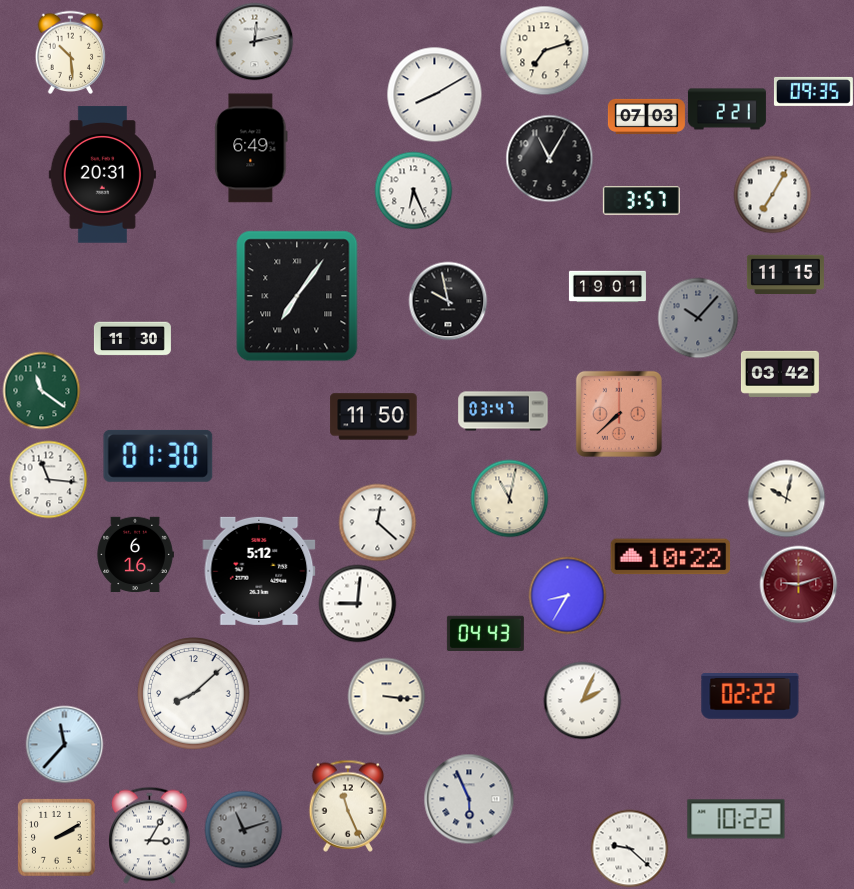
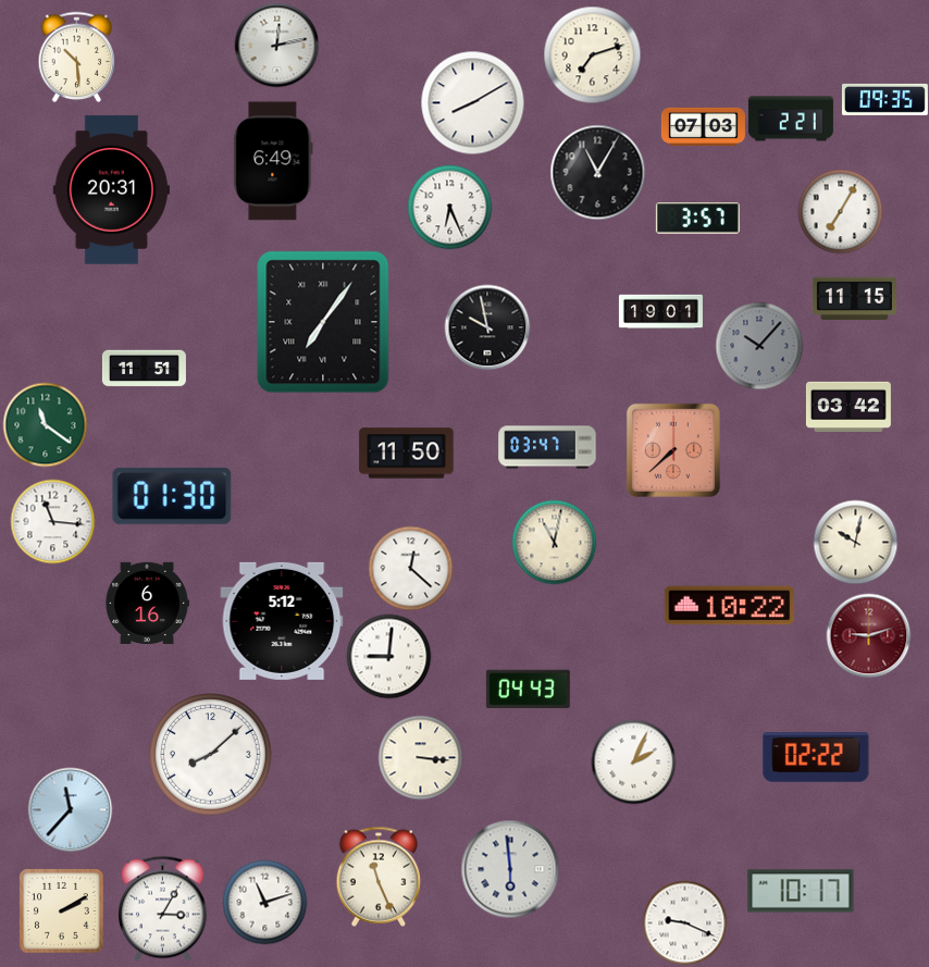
clock at (132, 339): 11:30 -> 11:51
clock at (567, 595): 8:35 -> none
clock at (469, 799): 5:56 -> 5:59
clock at (736, 819): 10:22 -> 10:17
clock at (243, 829) dial: grey -> white
clock at (629, 848): 9:22 -> 9:19
